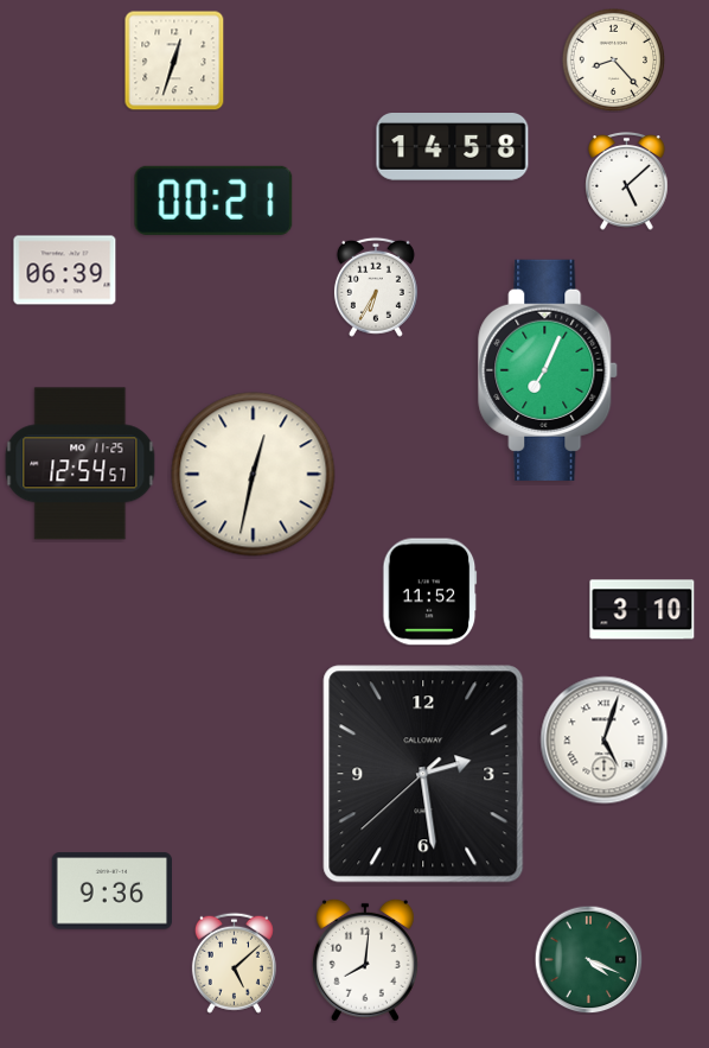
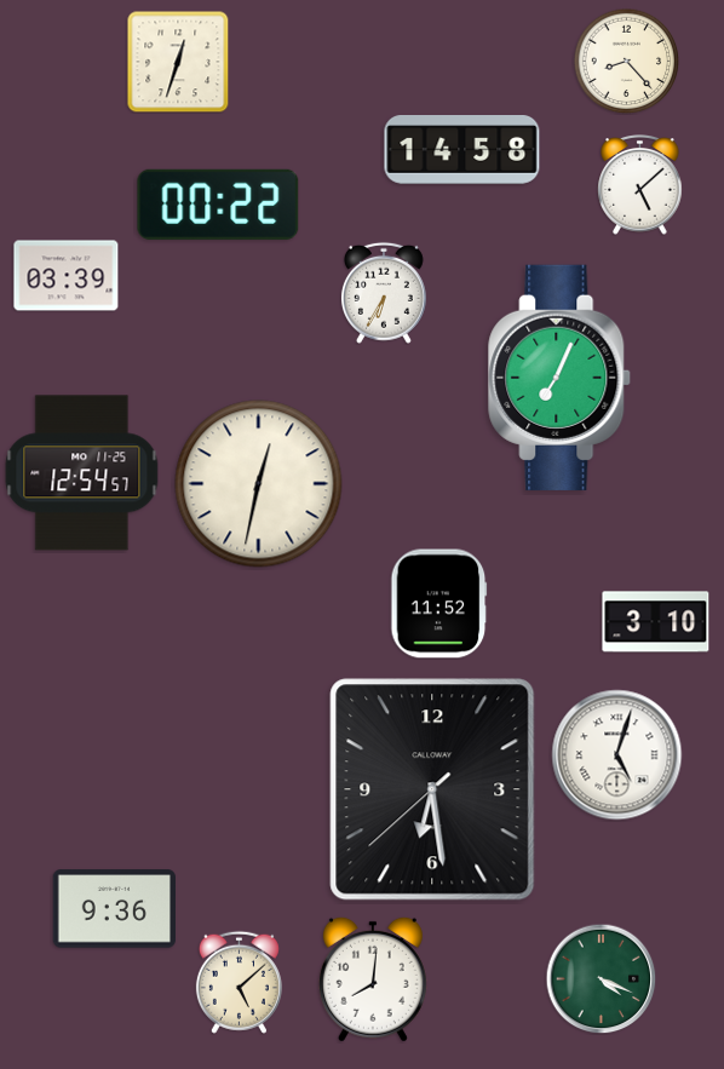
clock at (213, 201): 00:21 -> 00:22
clock at (65, 271): 06:39 -> 03:39
clock at (423, 774): 2:28 -> 6:28
